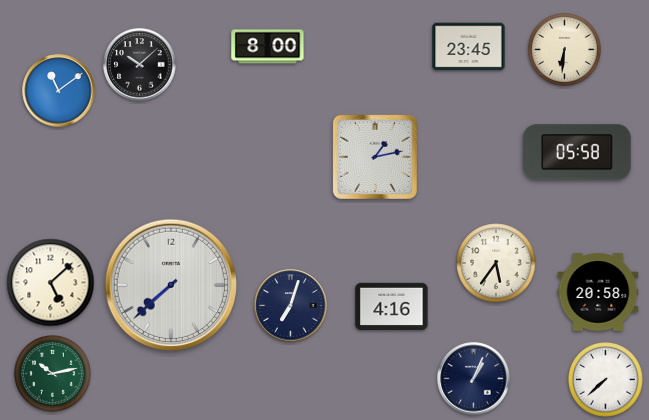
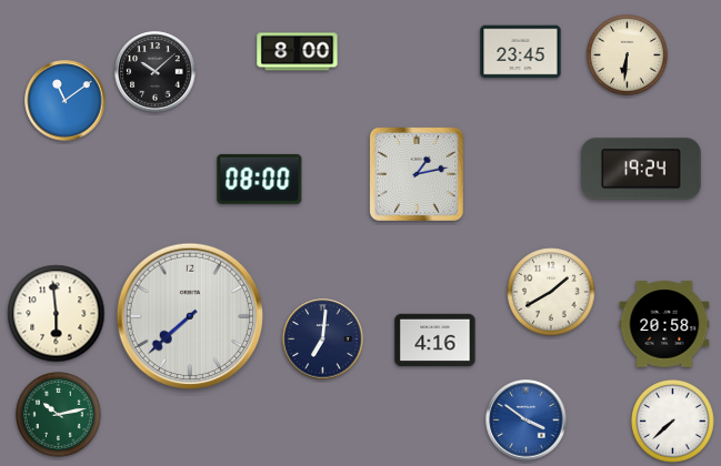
clock at (577, 152): 05:58 -> 19:24
clock at (260, 179): none -> 08:00
clock at (496, 263): 5:36 -> 1:40
clock at (51, 283): 5:08 -> 5:59
clock at (291, 306): 7:03 -> 7:01
clock at (474, 379): 1:04 -> 3:51
clock at (474, 379) dial: navy -> blue
